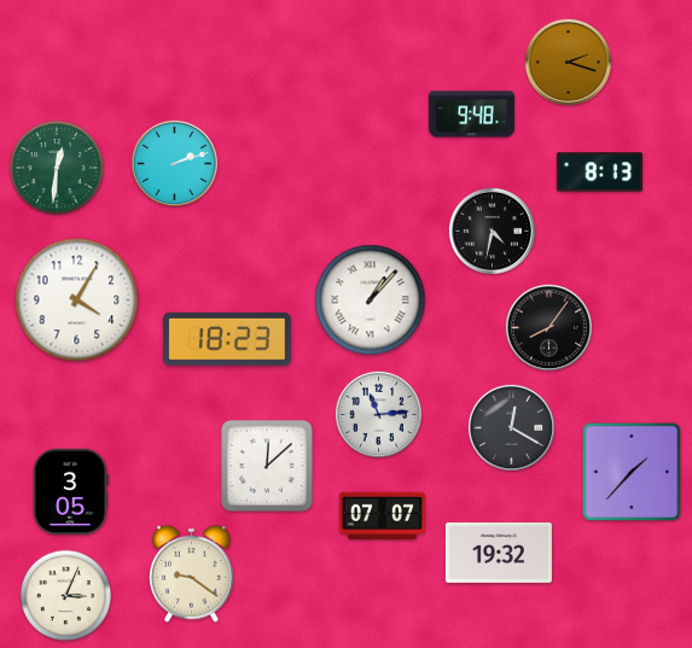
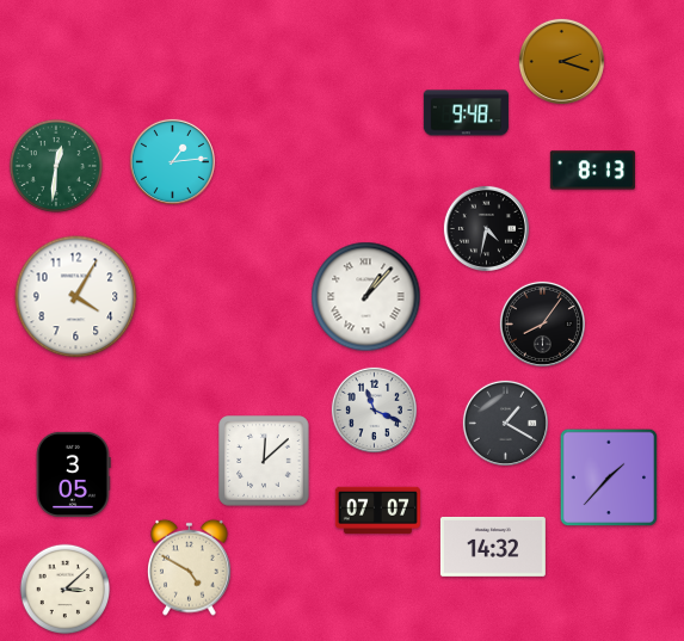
clock at (174, 163): 2:12 -> 1:14
clock at (227, 339): 18:23 -> none
clock at (378, 414): 11:14 -> 11:19
clock at (511, 427): 12:20 -> 1:20
clock at (632, 472) position: (632, 472) -> (609, 477)
clock at (70, 491) position: (70, 491) -> (73, 474)
clock at (499, 553): 19:32 -> 14:32
clock at (192, 573): 9:21 -> 4:50
clock at (66, 596): 3:04 -> 3:08
